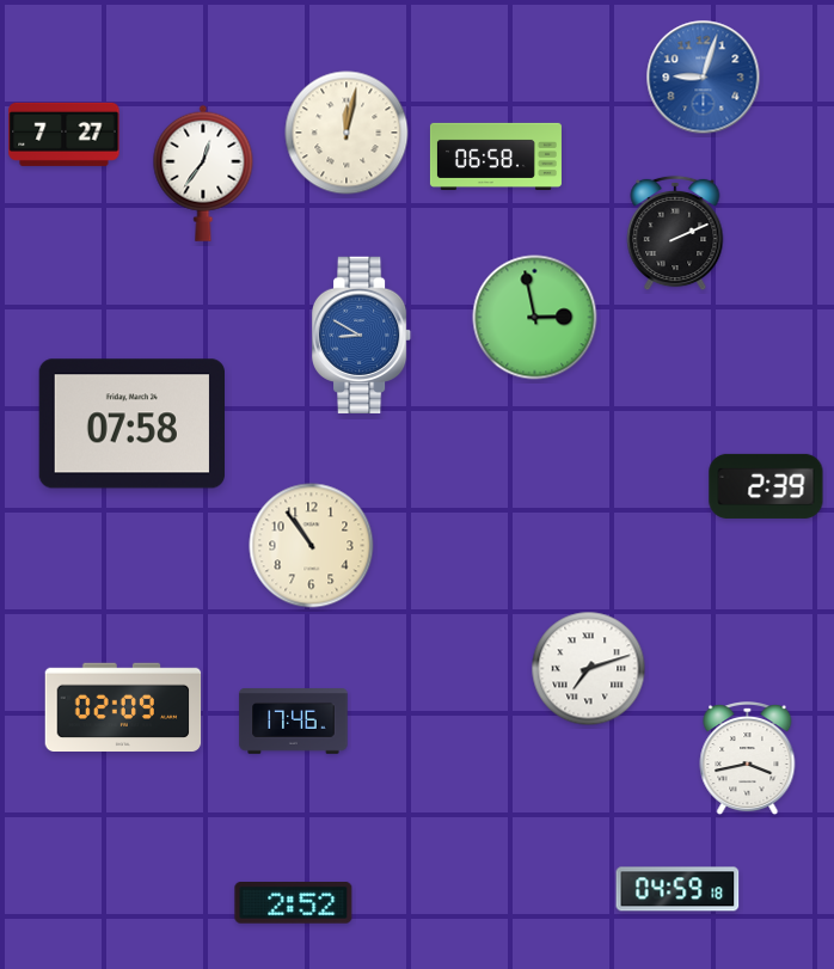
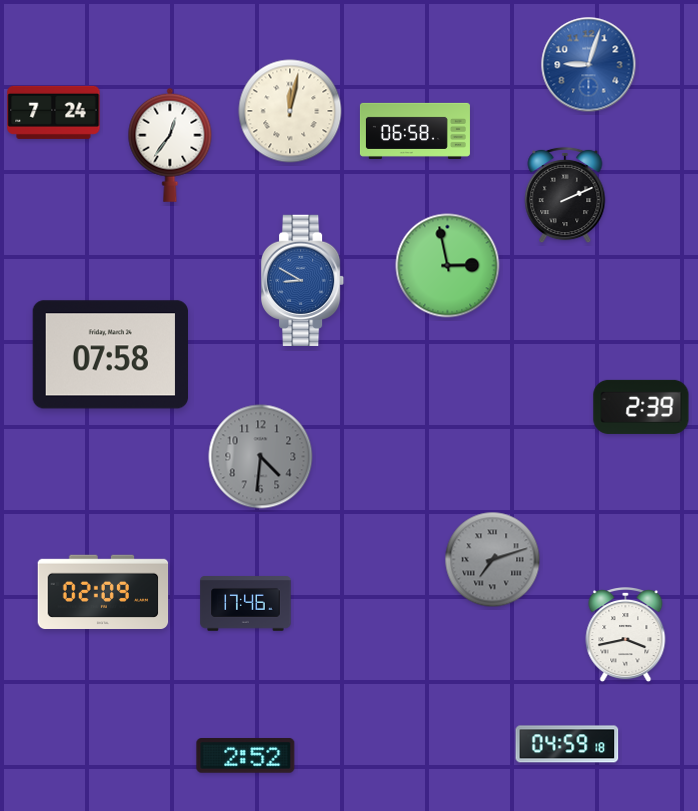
clock at (65, 134): 7:27 -> 7:24
clock at (312, 546): 10:54 -> 4:31
clock at (312, 546) dial: cream -> grey
clock at (589, 669) dial: white -> grey
